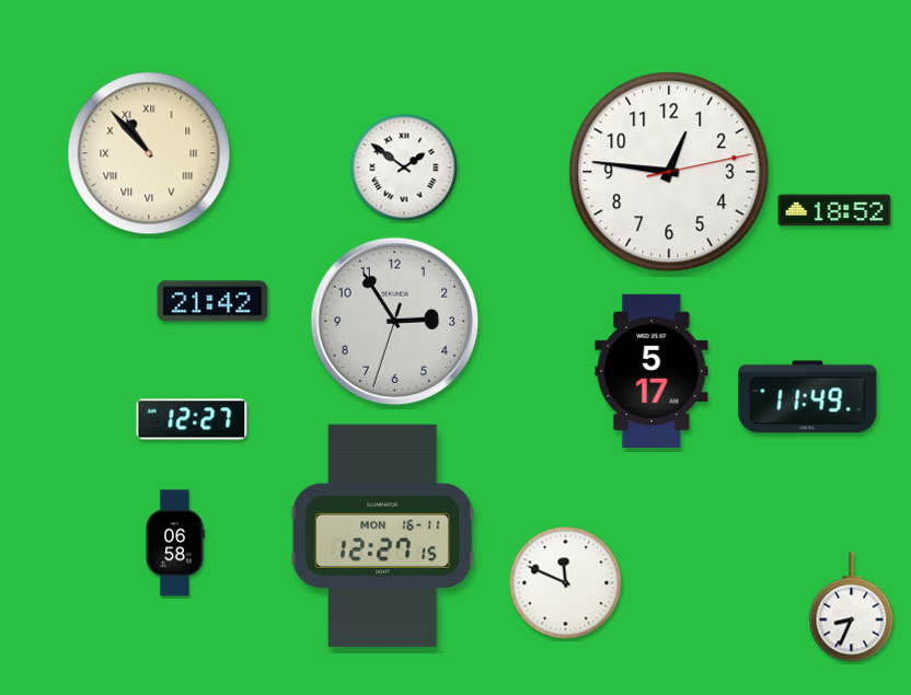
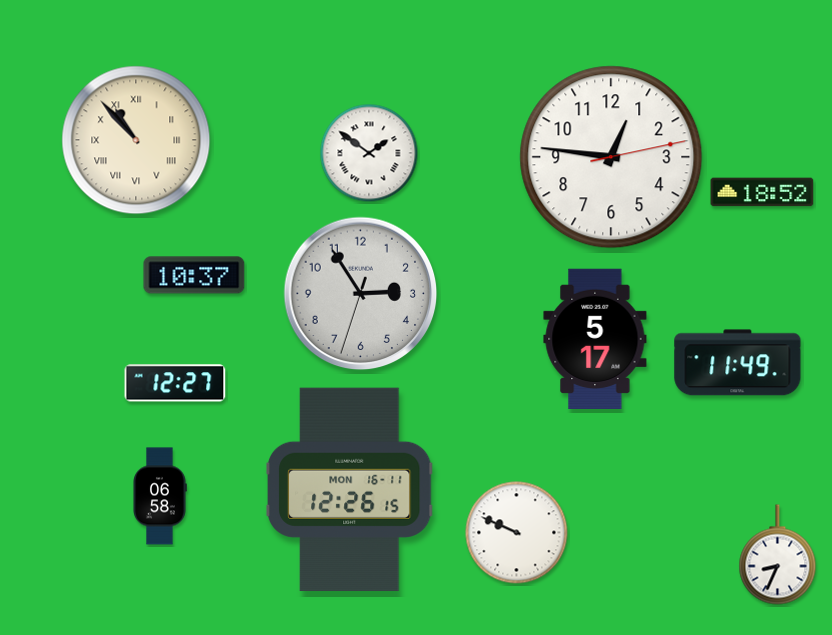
clock at (212, 301): 21:42 -> 10:37
clock at (382, 536): 12:27 -> 12:26
clock at (566, 583): 11:49 -> 9:49
